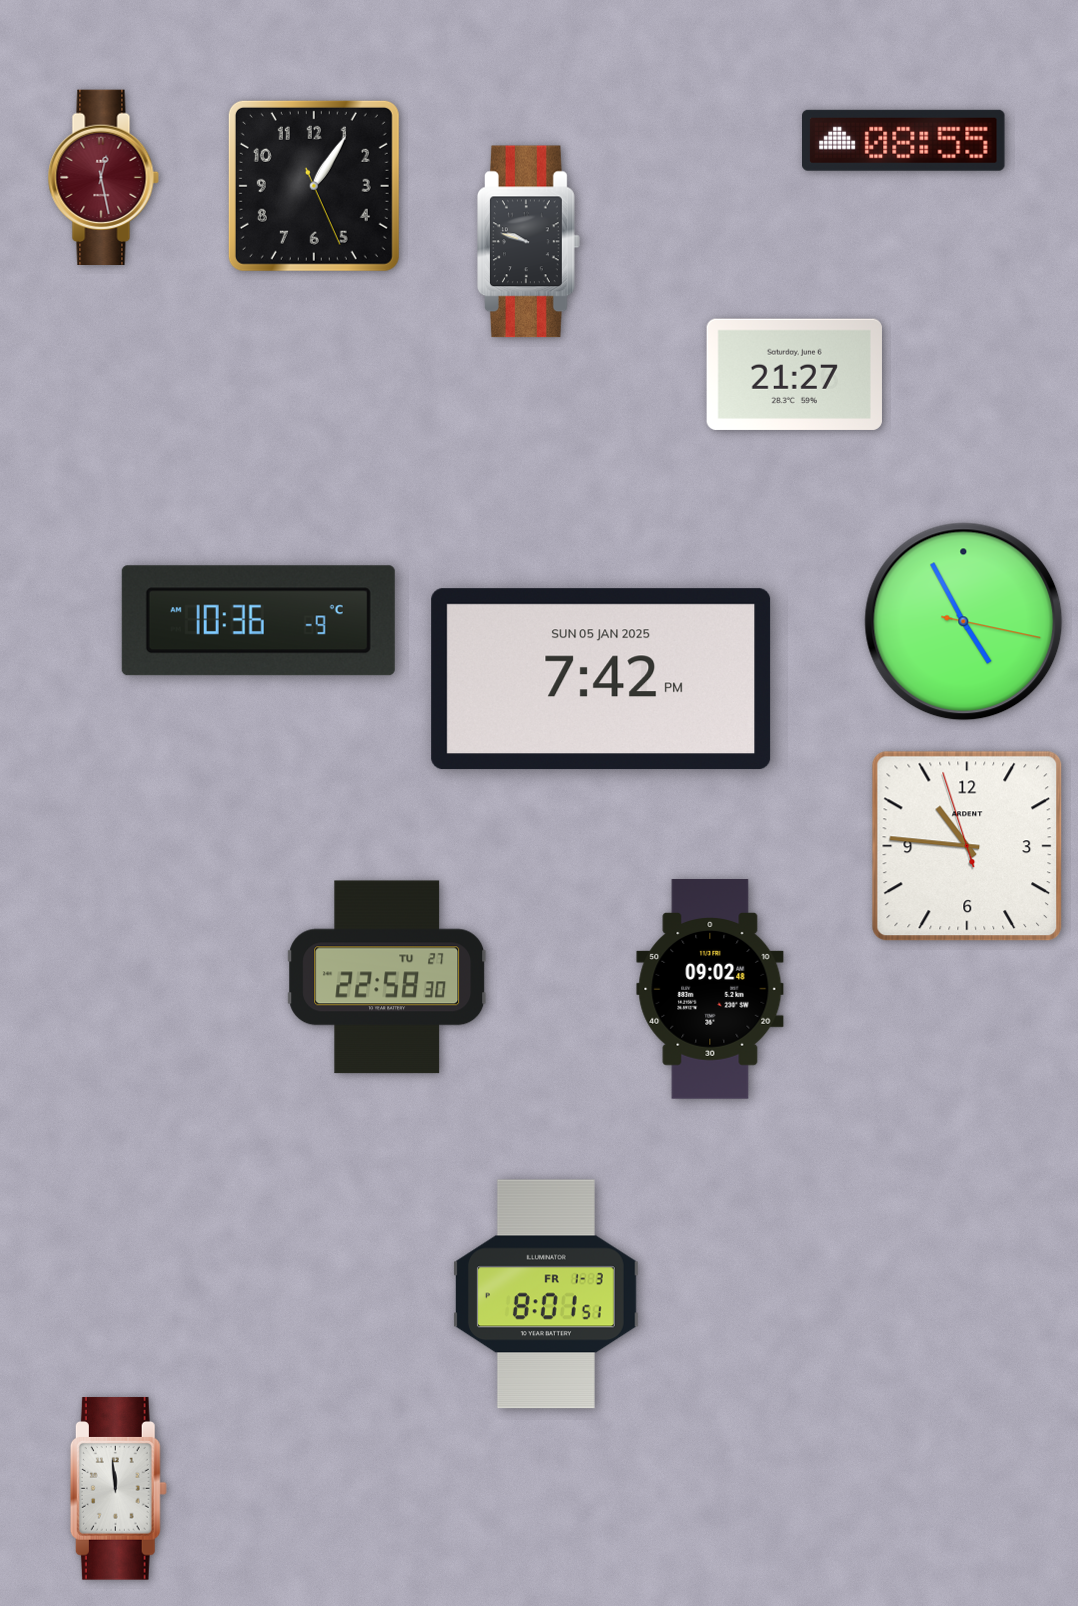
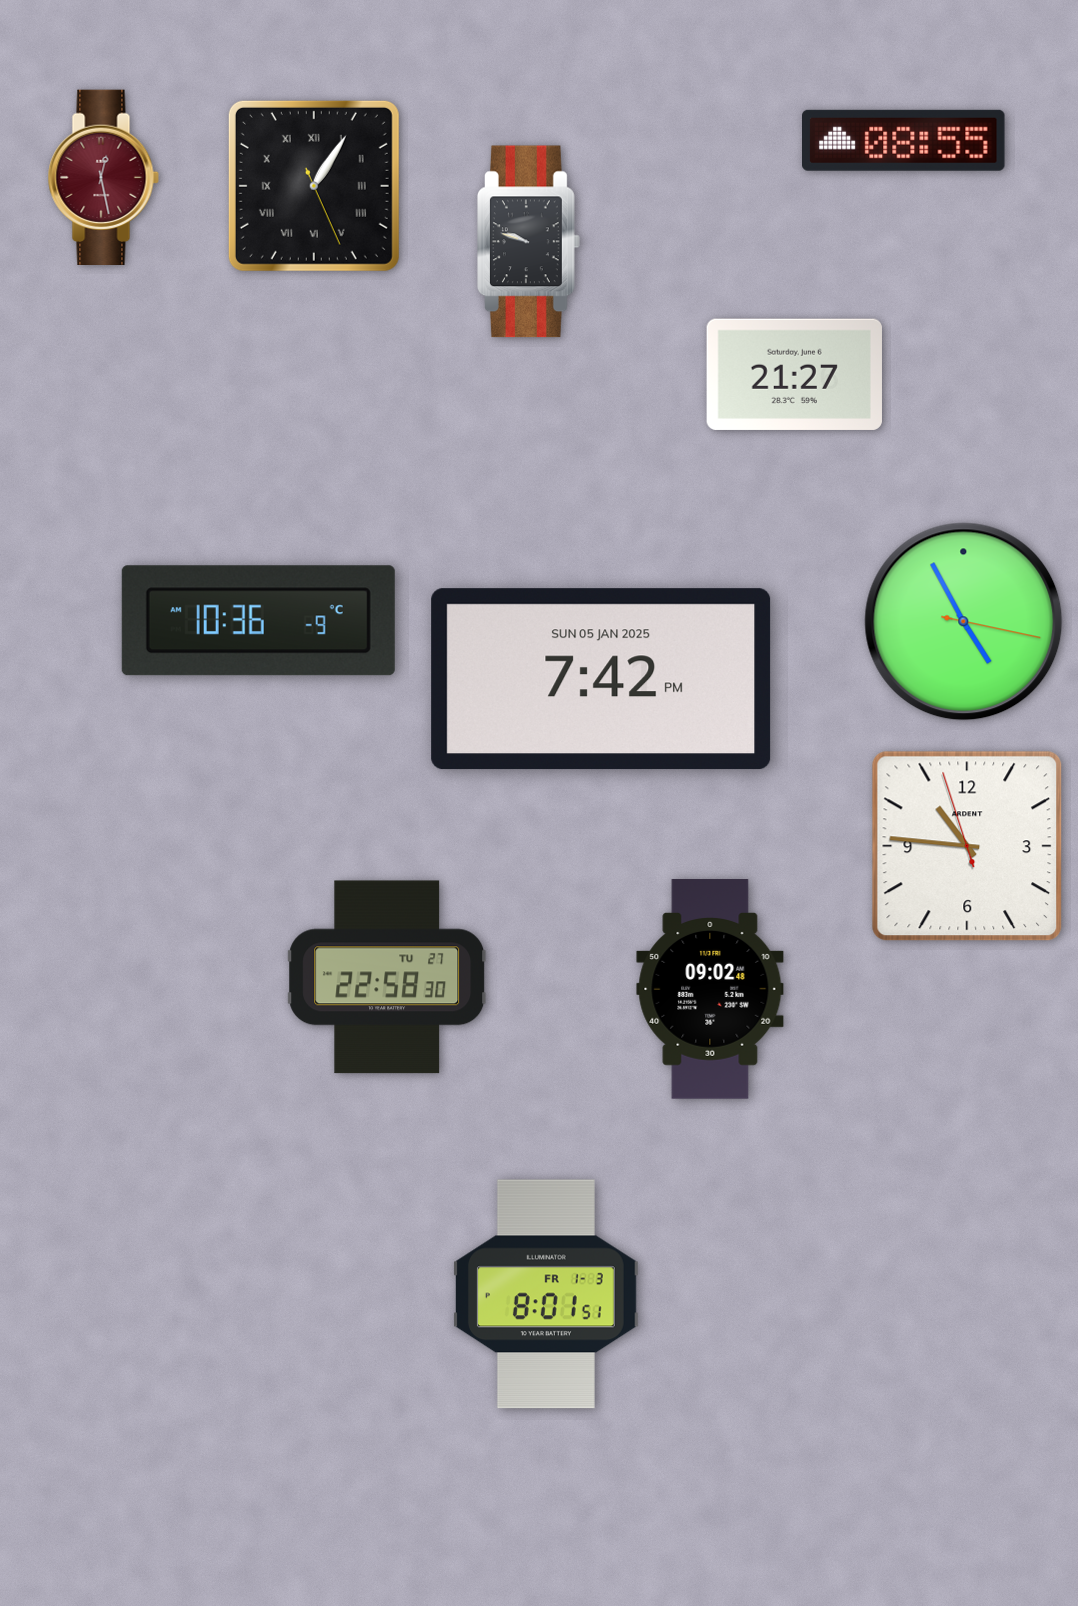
clock at (314, 186) numerals: Arabic -> Roman
clock at (118, 1489): 11:59 -> none
